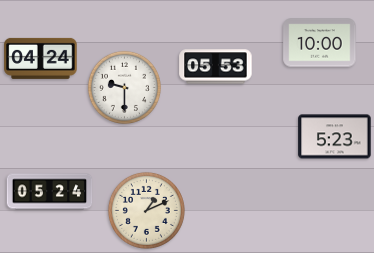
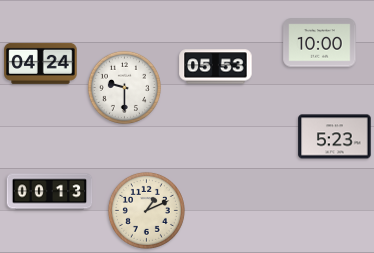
clock at (41, 58) position: (41, 58) -> (41, 63)
clock at (50, 192): 05:24 -> 00:13
